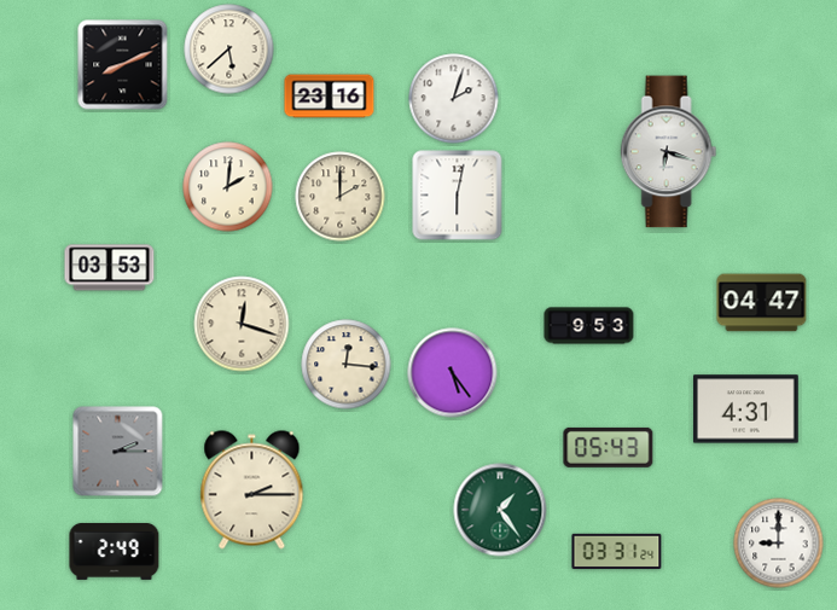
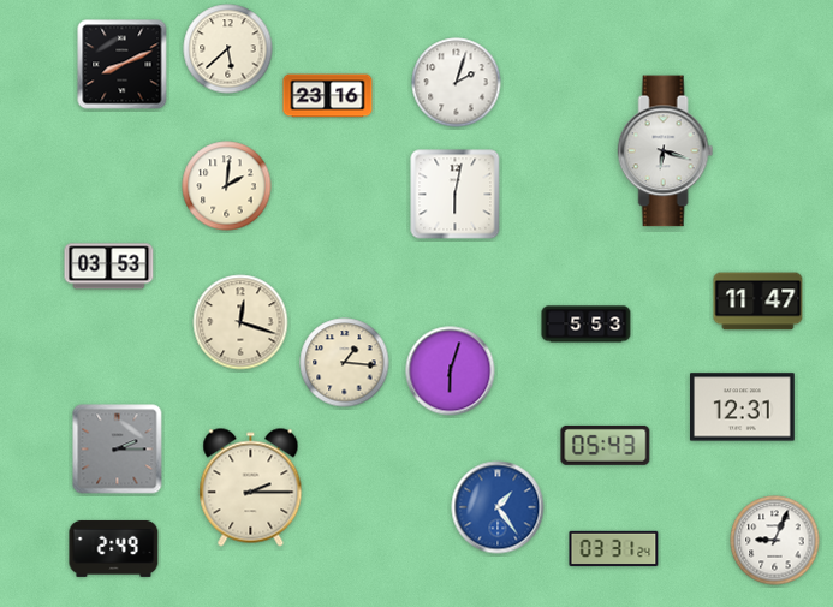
clock at (454, 99) position: (454, 99) -> (457, 83)
clock at (341, 197): 2:00 -> none
clock at (762, 303): 04:47 -> 11:47
clock at (589, 326): 9:53 -> 5:53
clock at (347, 365): 12:16 -> 1:16
clock at (453, 373): 5:24 -> 6:03
clock at (746, 409): 4:31 -> 12:31
clock at (500, 510) dial: green -> blue
clock at (779, 544): 9:00 -> 9:04
